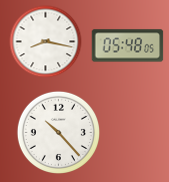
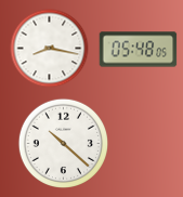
clock at (46, 42) position: (46, 42) -> (50, 49)
clock at (58, 132): 10:23 -> 10:22
